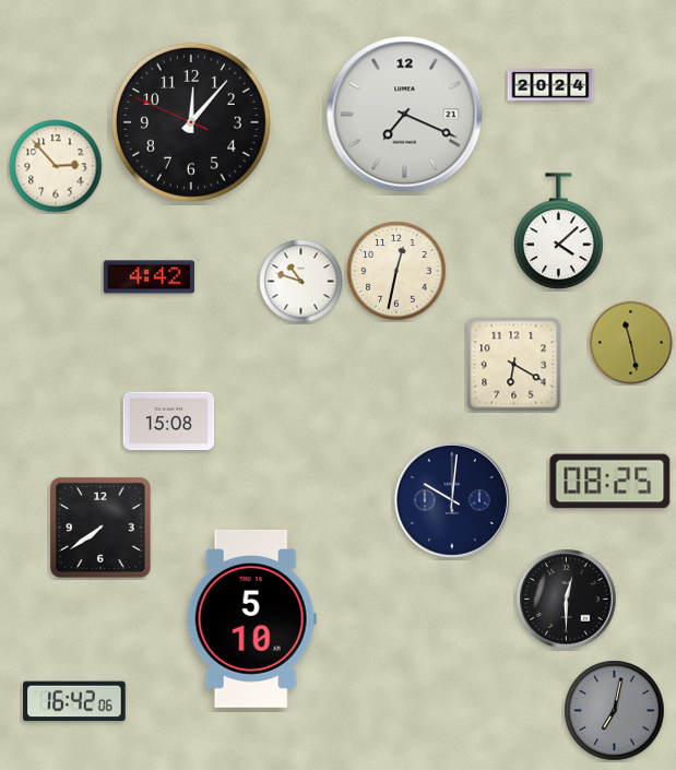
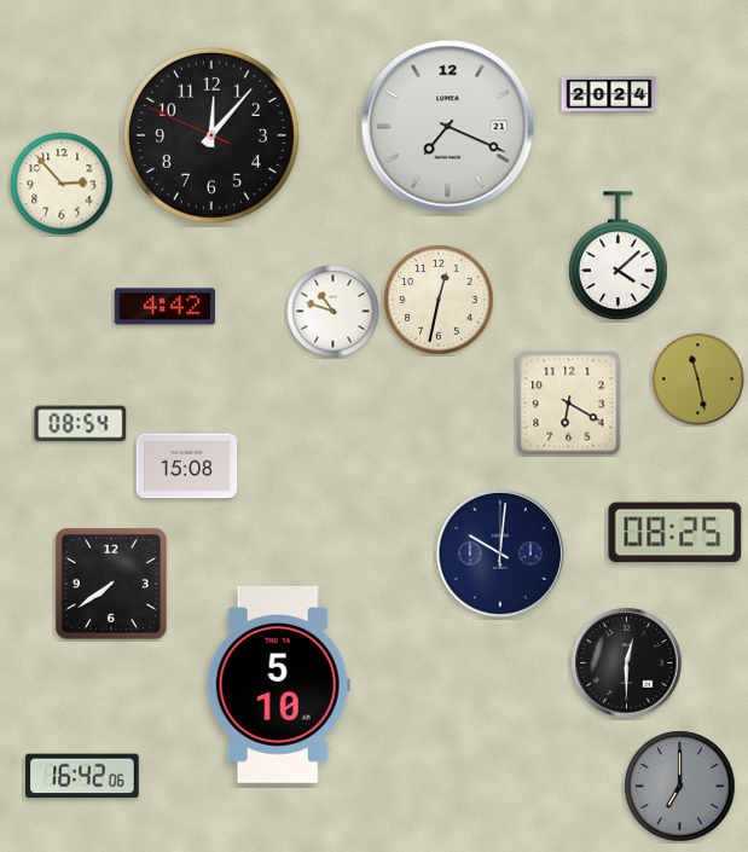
clock at (81, 424): none -> 08:54
clock at (615, 711): 7:02 -> 7:00
